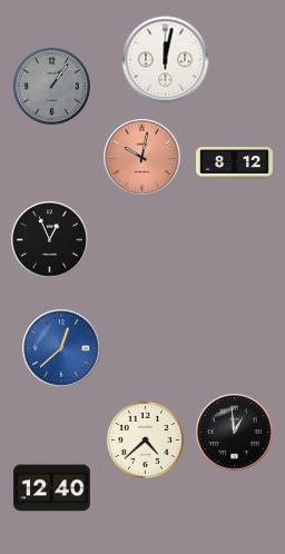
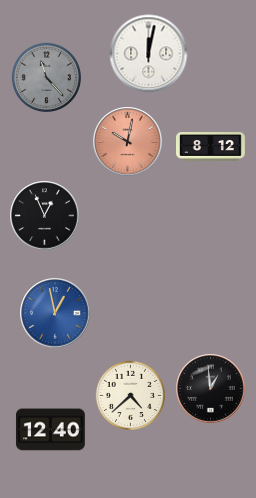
clock at (51, 86): 1:06 -> 11:23
clock at (61, 348): 12:38 -> 12:58
clock at (52, 488) position: (52, 488) -> (51, 430)
